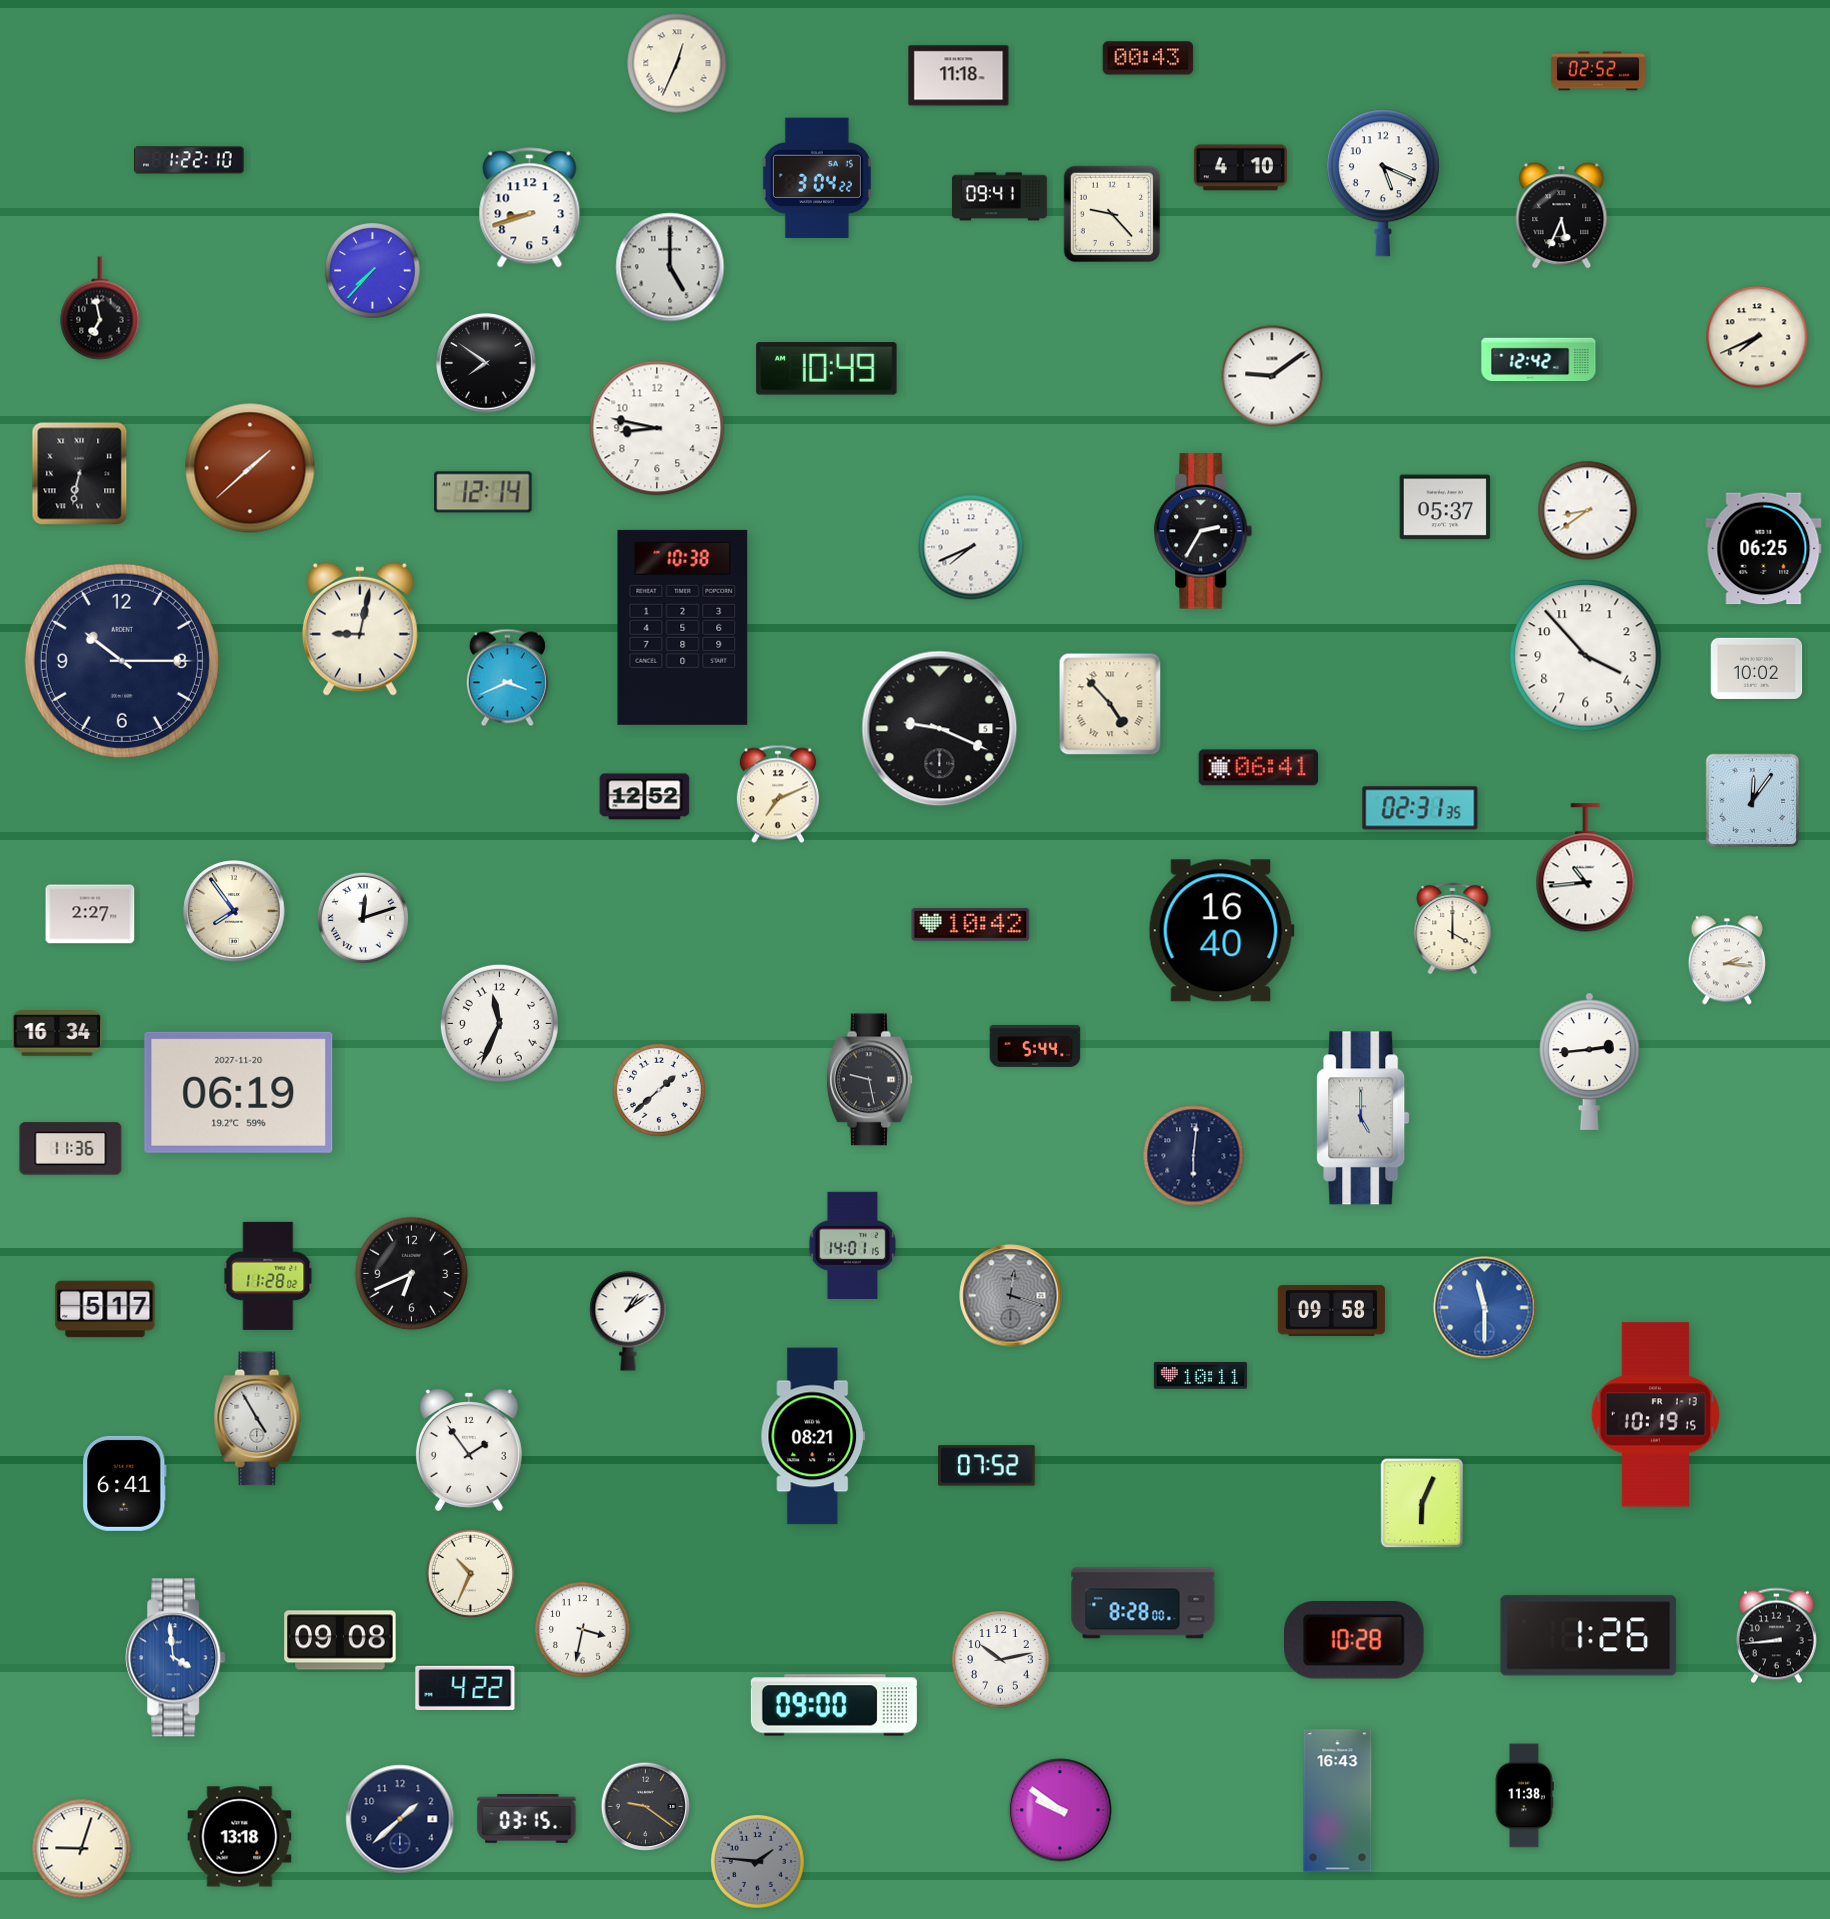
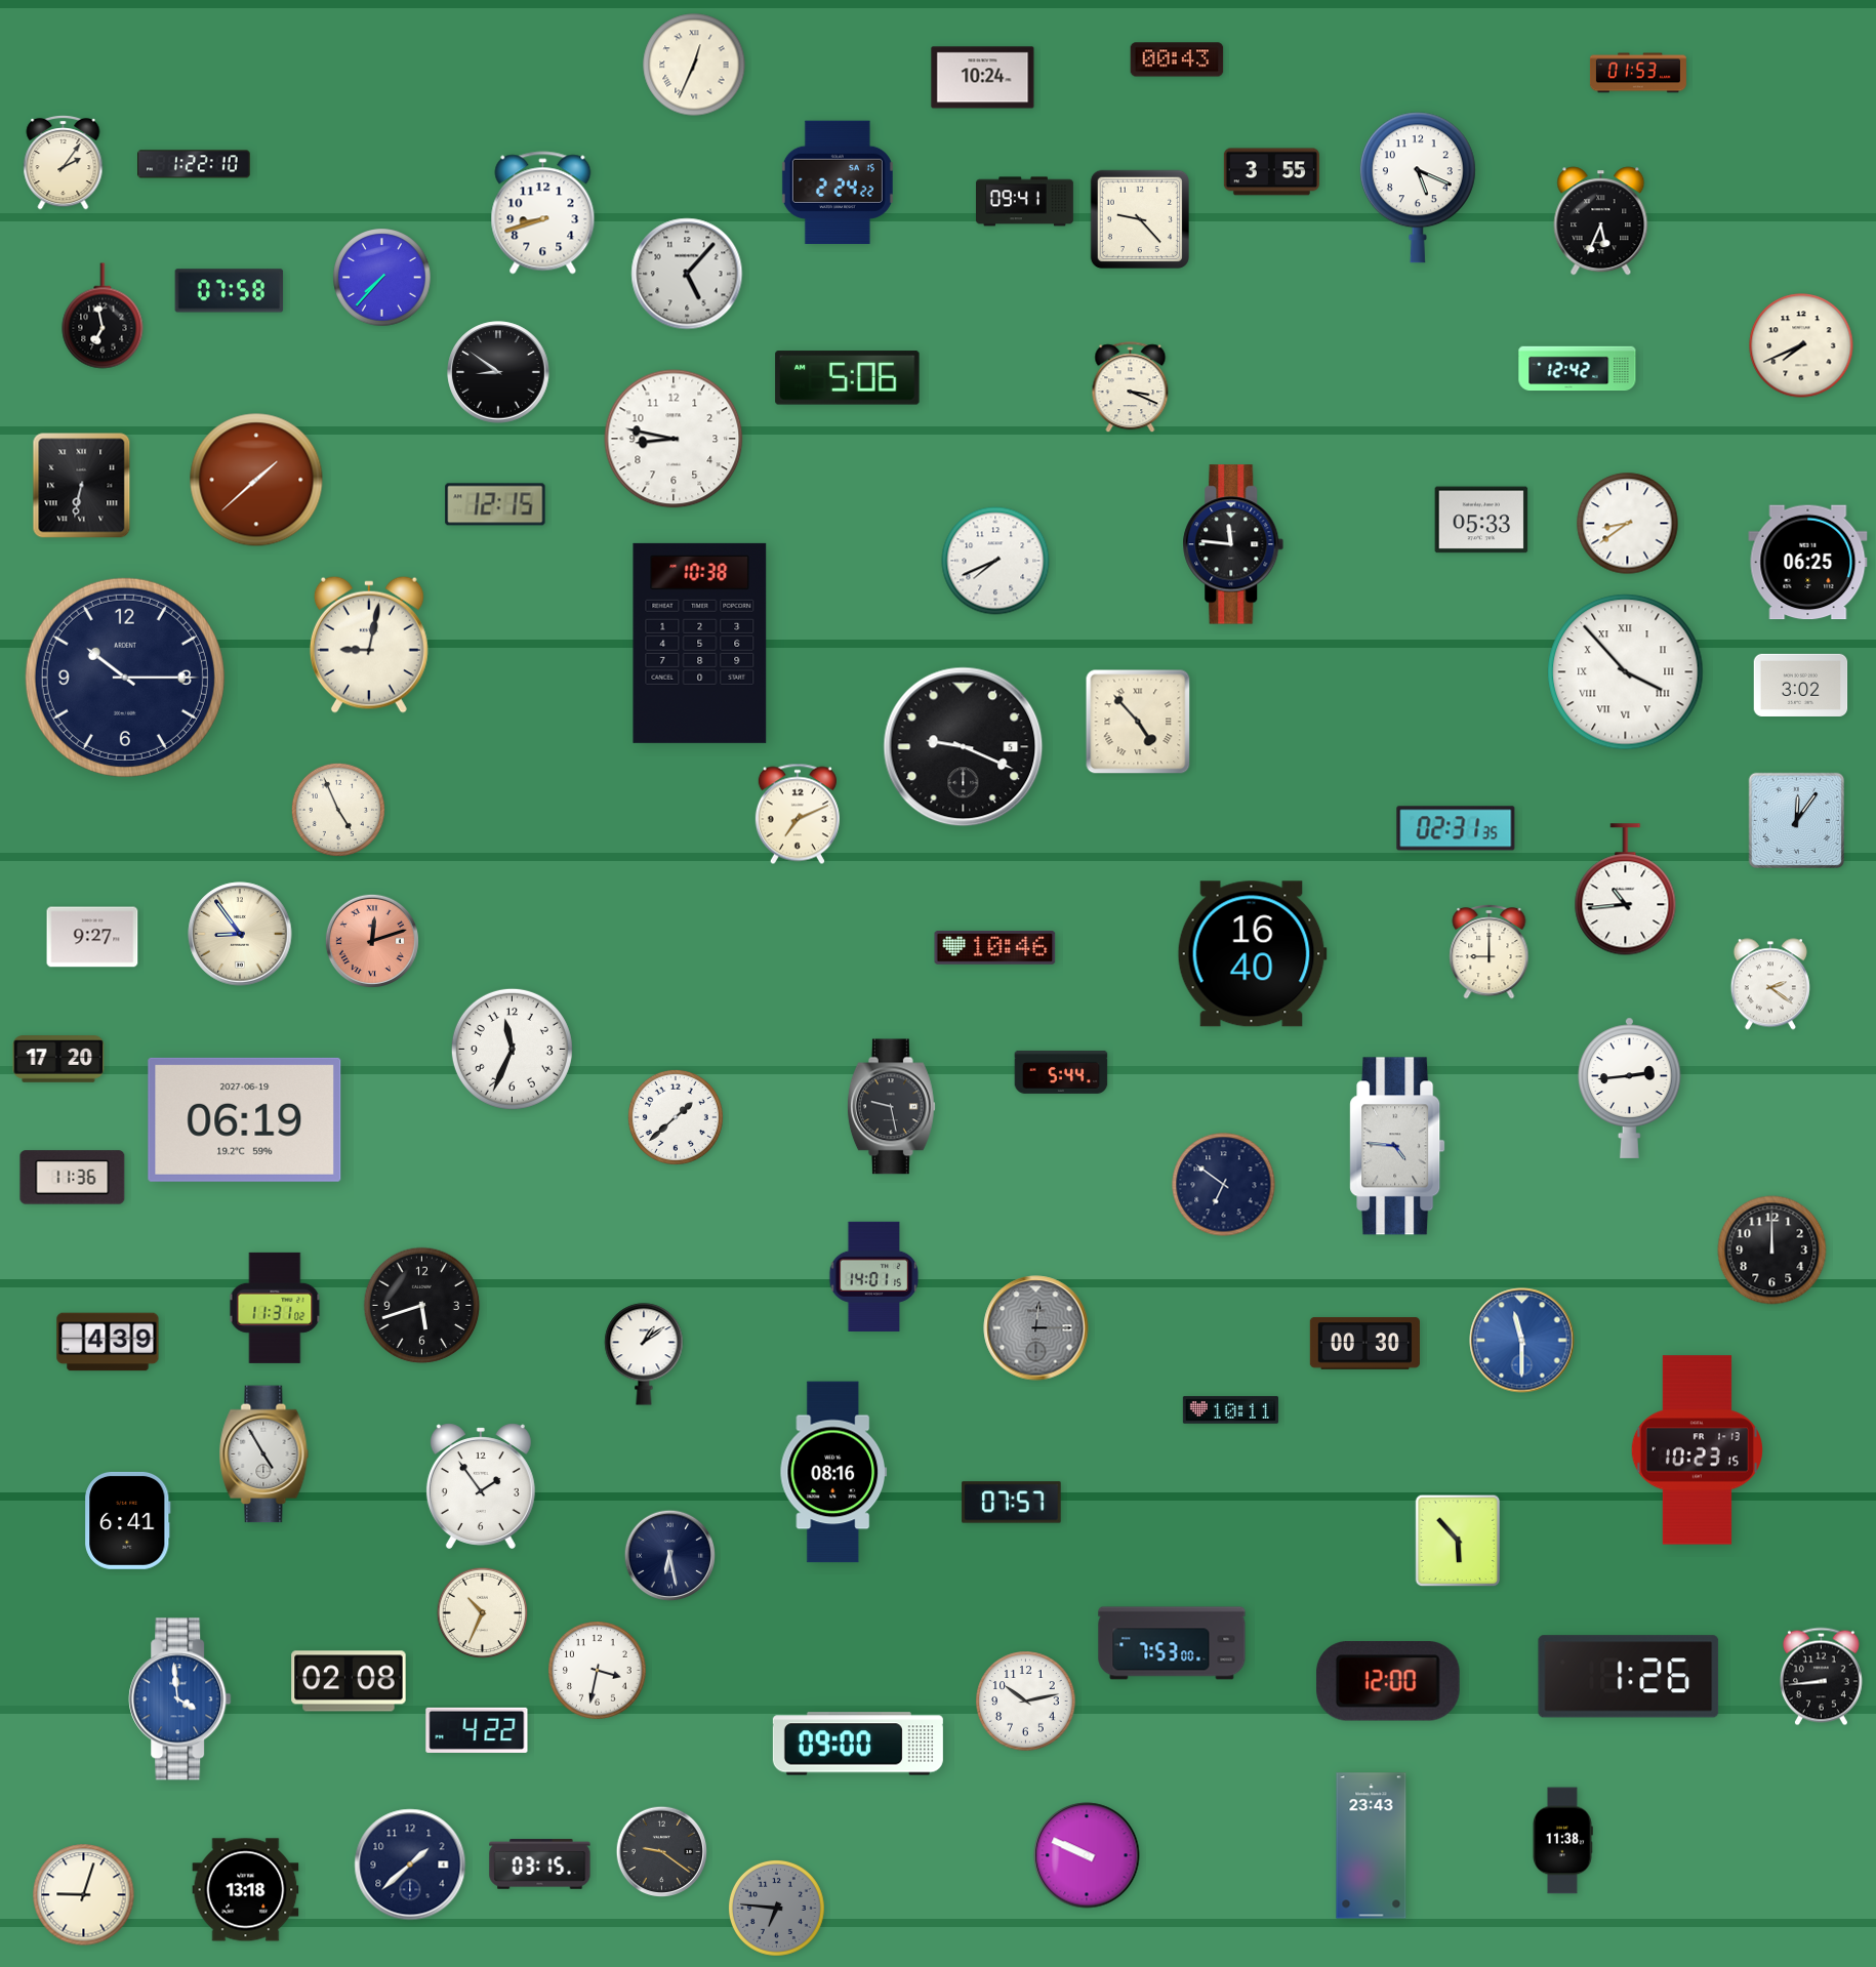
clock at (1598, 71): 02:52 -> 01:53
clock at (959, 76): 11:18 -> 10:24
clock at (64, 163): none -> 2:06
clock at (1240, 168): 4:10 -> 3:55
clock at (817, 177): 3:04 -> 2:24
clock at (670, 267): 5:00 -> 5:07
clock at (230, 291): none -> 07:58
clock at (486, 363): 7:51 -> 8:51
clock at (827, 369): 10:49 -> 5:06
clock at (1272, 376): 9:09 -> none
clock at (1131, 387): none -> 3:19
clock at (483, 492): 12:14 -> 12:15
clock at (1445, 507): 05:37 -> 05:33
clock at (1203, 531): 2:35 -> 11:46
clock at (1586, 656) numerals: Arabic -> Roman
clock at (1757, 668): 10:02 -> 3:02
clock at (507, 678): 3:41 -> none
clock at (1259, 768): 06:41 -> none
clock at (338, 810): none -> 4:56
clock at (645, 797): 12:52 -> none
clock at (234, 911): 7:54 -> 8:54
clock at (90, 914): 2:27 -> 9:27
clock at (363, 918) dial: white -> salmon
clock at (971, 925): 10:42 -> 10:46
clock at (1453, 929): 4:00 -> 9:00
clock at (1727, 960): 2:16 -> 2:21
clock at (57, 1033): 16:34 -> 17:20
clock at (239, 1092) date: 2027-11-20 -> 2027-06-19
clock at (1363, 1118): 5:00 -> 4:46
clock at (1194, 1156): 6:01 -> 6:51
clock at (1772, 1251): none -> 12:00
clock at (412, 1274): 6:41 -> 5:42
clock at (268, 1276): 11:28 -> 11:31
clock at (1011, 1296): 12:18 -> 12:15
clock at (105, 1309): 5:17 -> 4:39
clock at (1331, 1311): 09:58 -> 00:30
clock at (1655, 1415): 10:19 -> 10:23
clock at (813, 1436): 08:21 -> 08:16
clock at (987, 1466): 07:52 -> 07:57
clock at (1422, 1503): 6:04 -> 5:53
clock at (670, 1556): none -> 6:28
clock at (1143, 1603): 8:28 -> 7:53
clock at (340, 1640): 09:08 -> 02:08
clock at (1354, 1640): 10:28 -> 12:00
clock at (834, 1705) position: (834, 1705) -> (858, 1744)
clock at (1338, 1801): 16:43 -> 23:43
clock at (1060, 1810): 9:51 -> 9:49
clock at (240, 1837) position: (240, 1837) -> (246, 1890)
clock at (757, 1861): 1:46 -> 6:46
